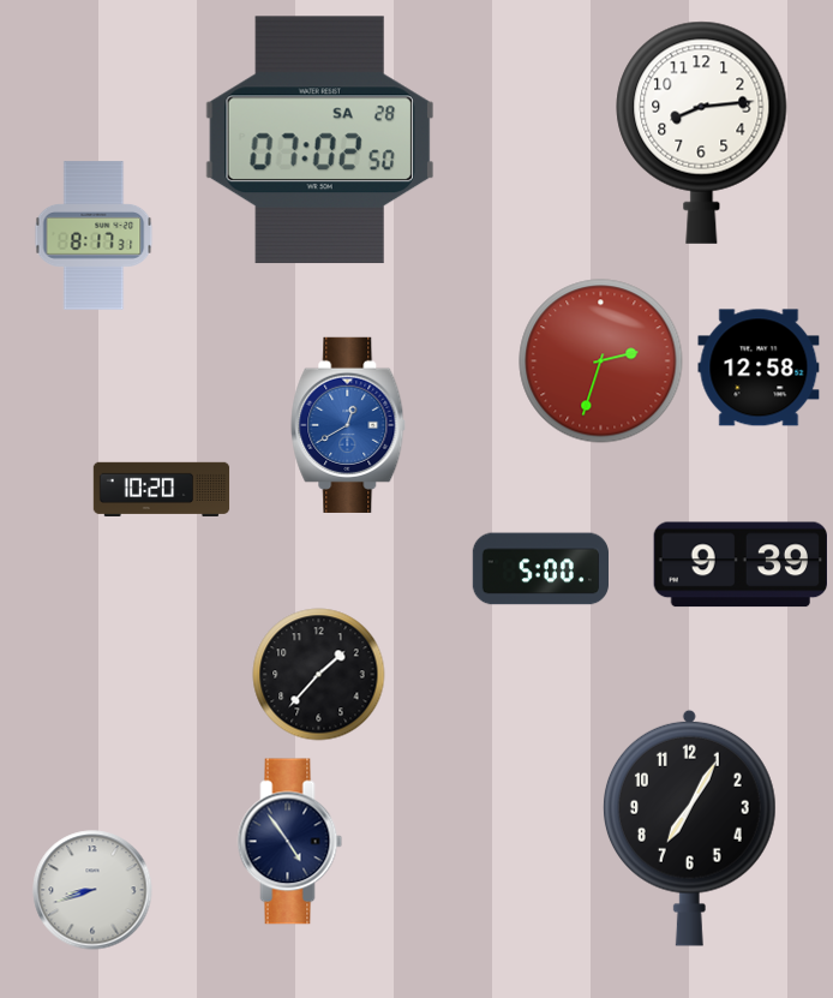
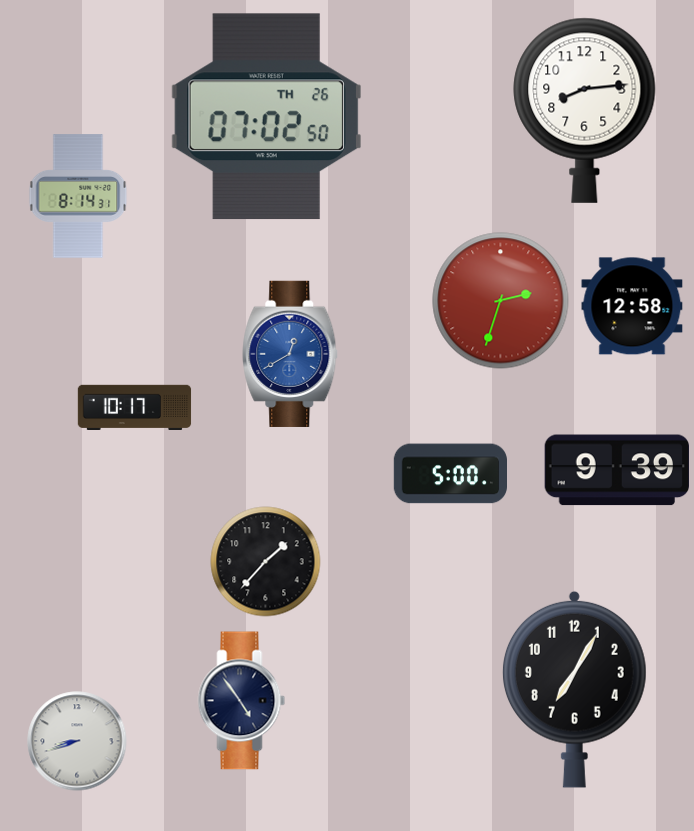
clock at (319, 141) date: SA 28 -> TH 26
clock at (94, 235): 8:17 -> 8:14
clock at (162, 489): 10:20 -> 10:17
